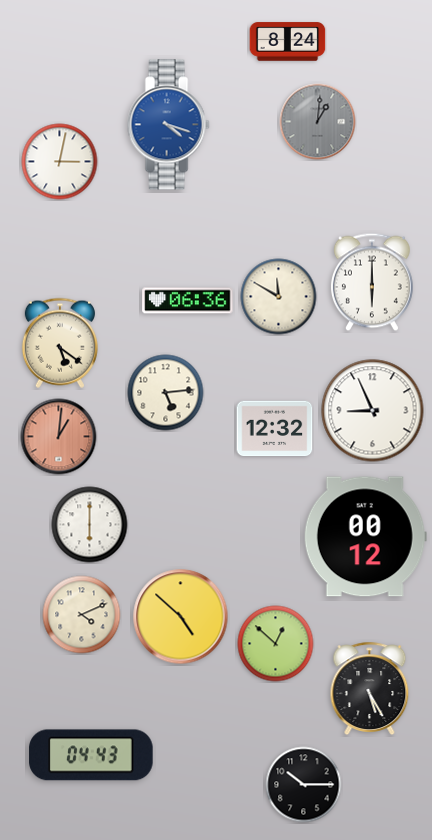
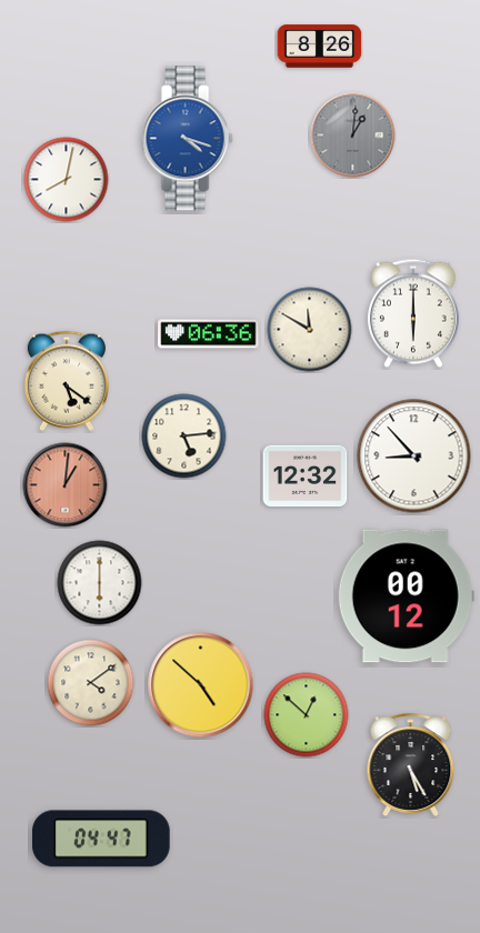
clock at (288, 42): 8:24 -> 8:26
clock at (60, 162): 3:02 -> 8:02
clock at (373, 411): 8:56 -> 8:53
clock at (82, 615): 4:11 -> 4:09
clock at (91, 755): 04:43 -> 04:47
clock at (304, 785): 10:15 -> none
